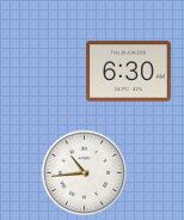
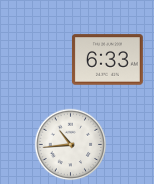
clock at (128, 72): 6:30 -> 6:33
